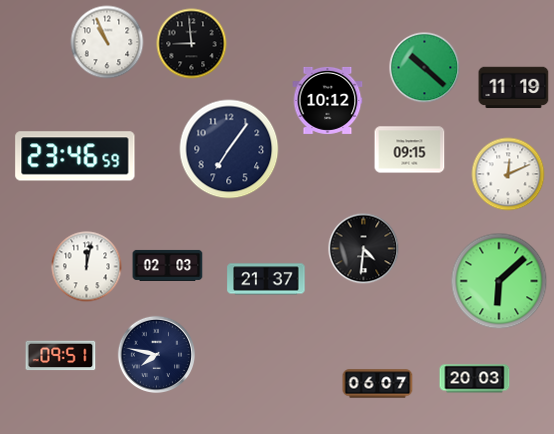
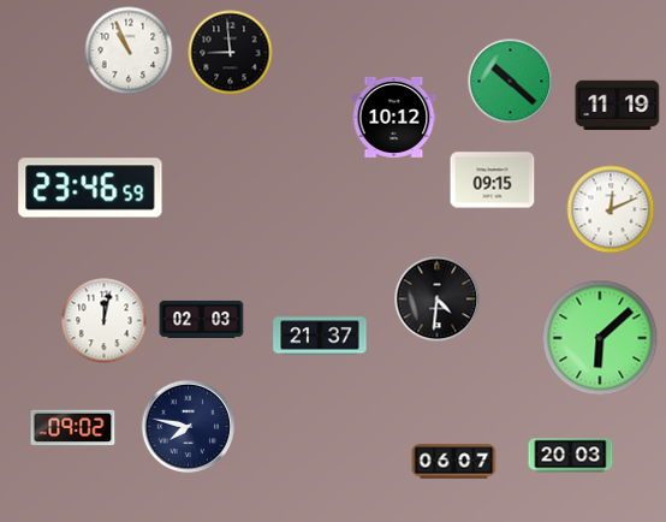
clock at (328, 100) position: (328, 100) -> (394, 117)
clock at (229, 149): 7:06 -> none
clock at (61, 356): 09:51 -> 09:02
